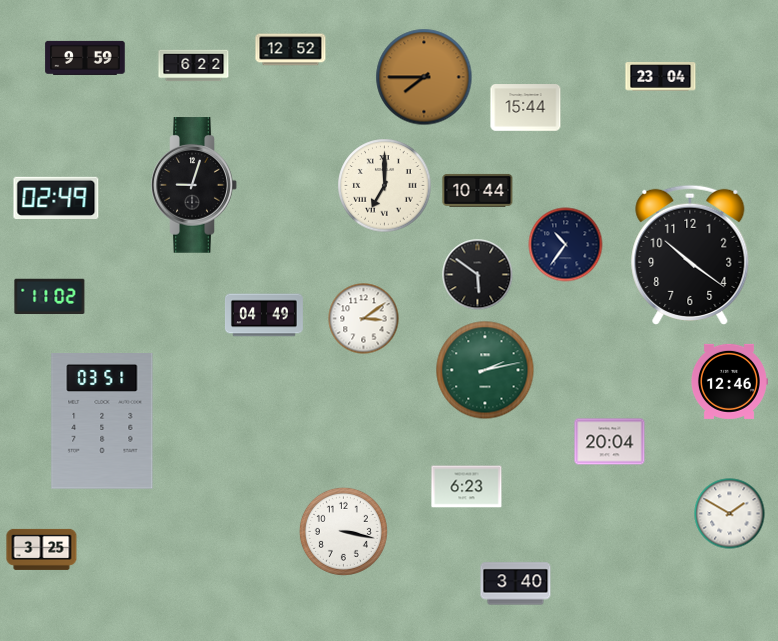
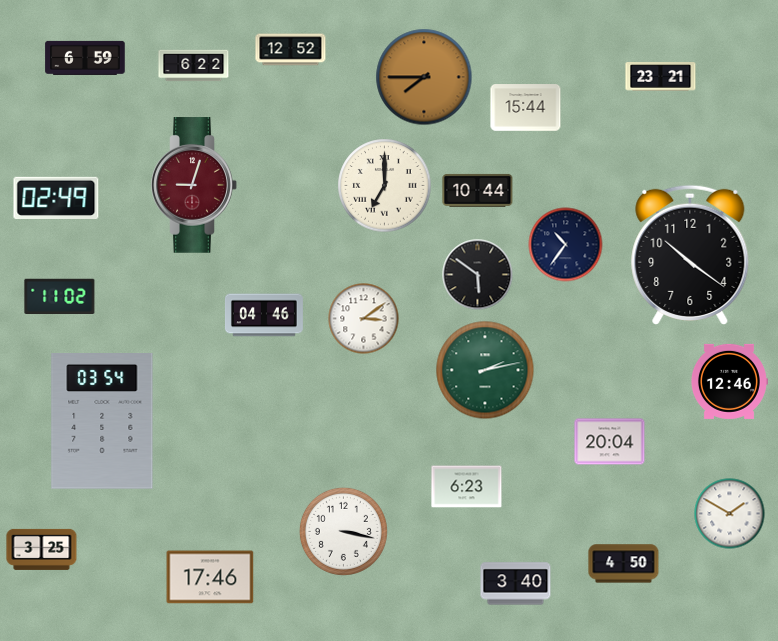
clock at (85, 58): 9:59 -> 6:59
clock at (661, 77): 23:04 -> 23:21
clock at (194, 185) dial: black -> burgundy
clock at (50, 297) position: (50, 297) -> (60, 297)
clock at (264, 315): 04:49 -> 04:46
clock at (102, 422): 03:51 -> 03:54
clock at (624, 564): none -> 4:50
clock at (210, 577): none -> 17:46
